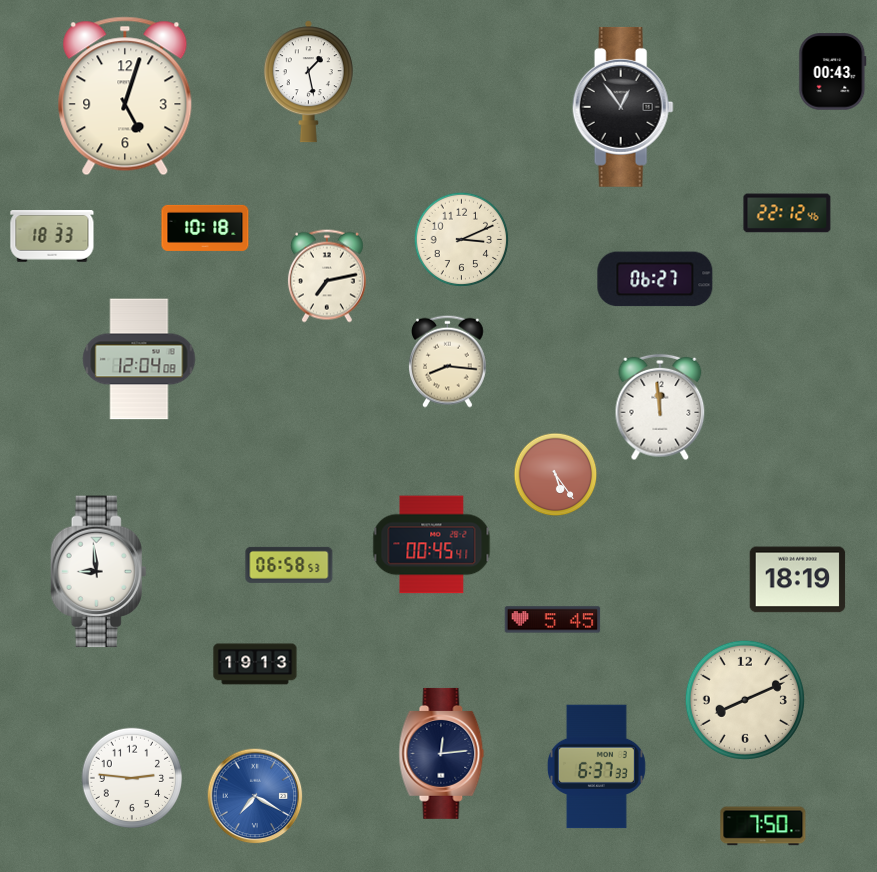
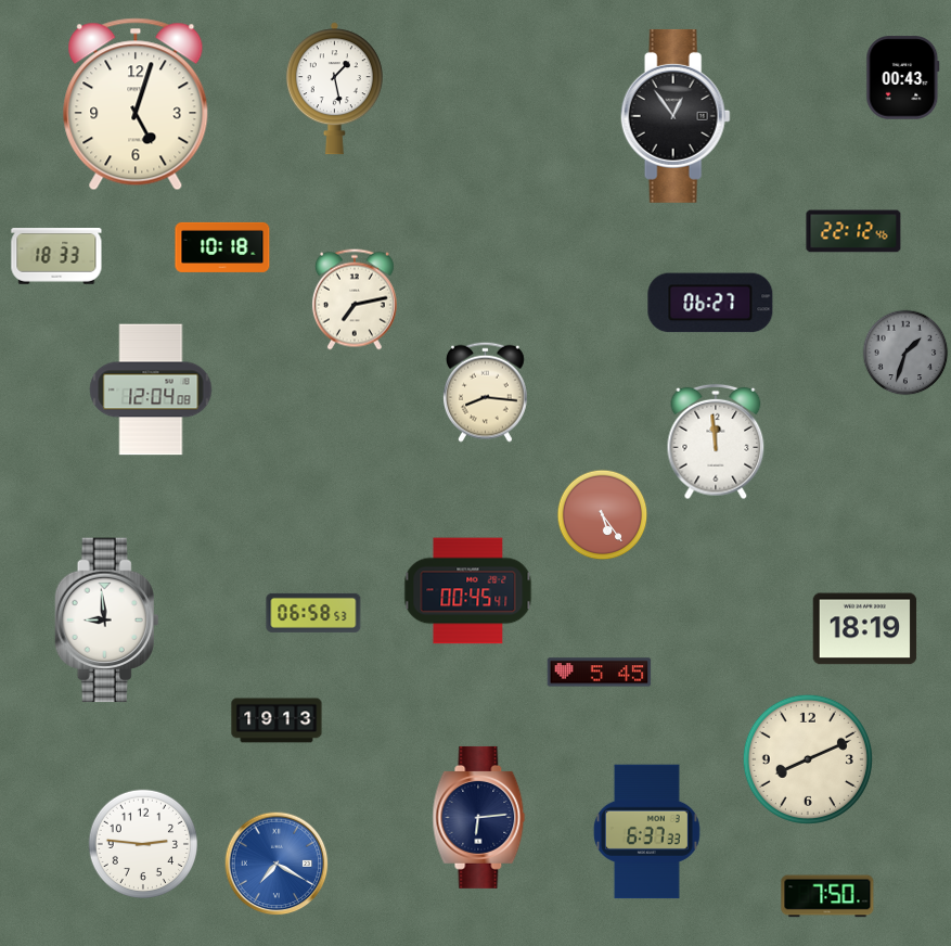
clock at (462, 240): 3:11 -> none
clock at (905, 353): none -> 1:33
clock at (442, 753): 12:14 -> 6:14
